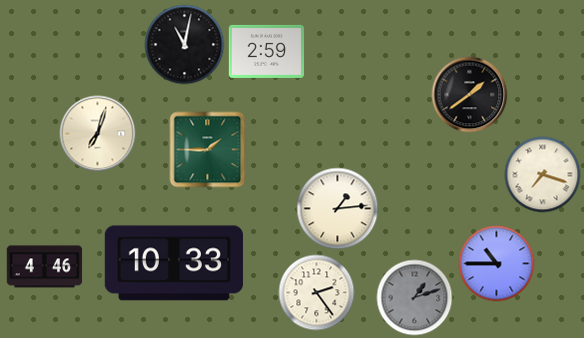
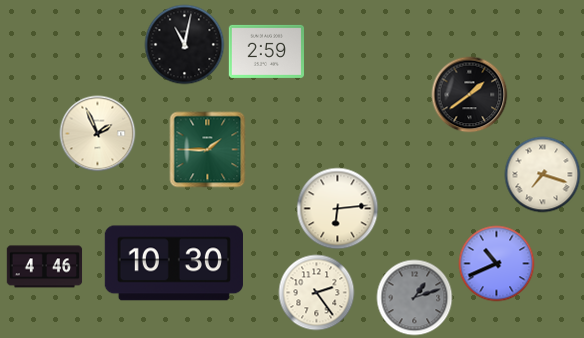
clock at (98, 134): 7:03 -> 1:56
clock at (338, 209): 1:14 -> 6:14
clock at (174, 263): 10:33 -> 10:30
clock at (497, 264): 10:45 -> 10:41
